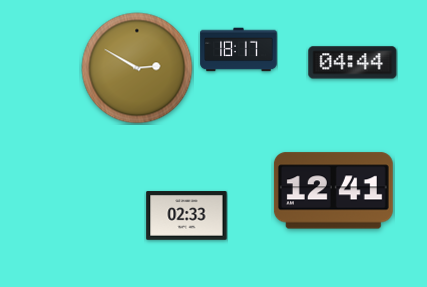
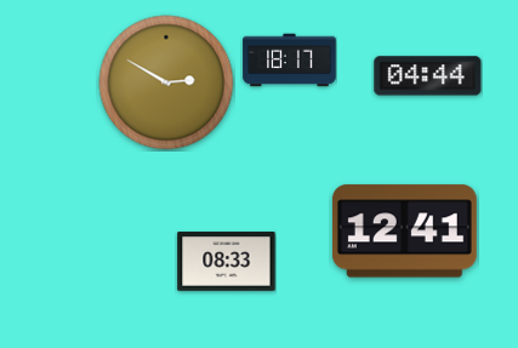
clock at (187, 216): 02:33 -> 08:33
